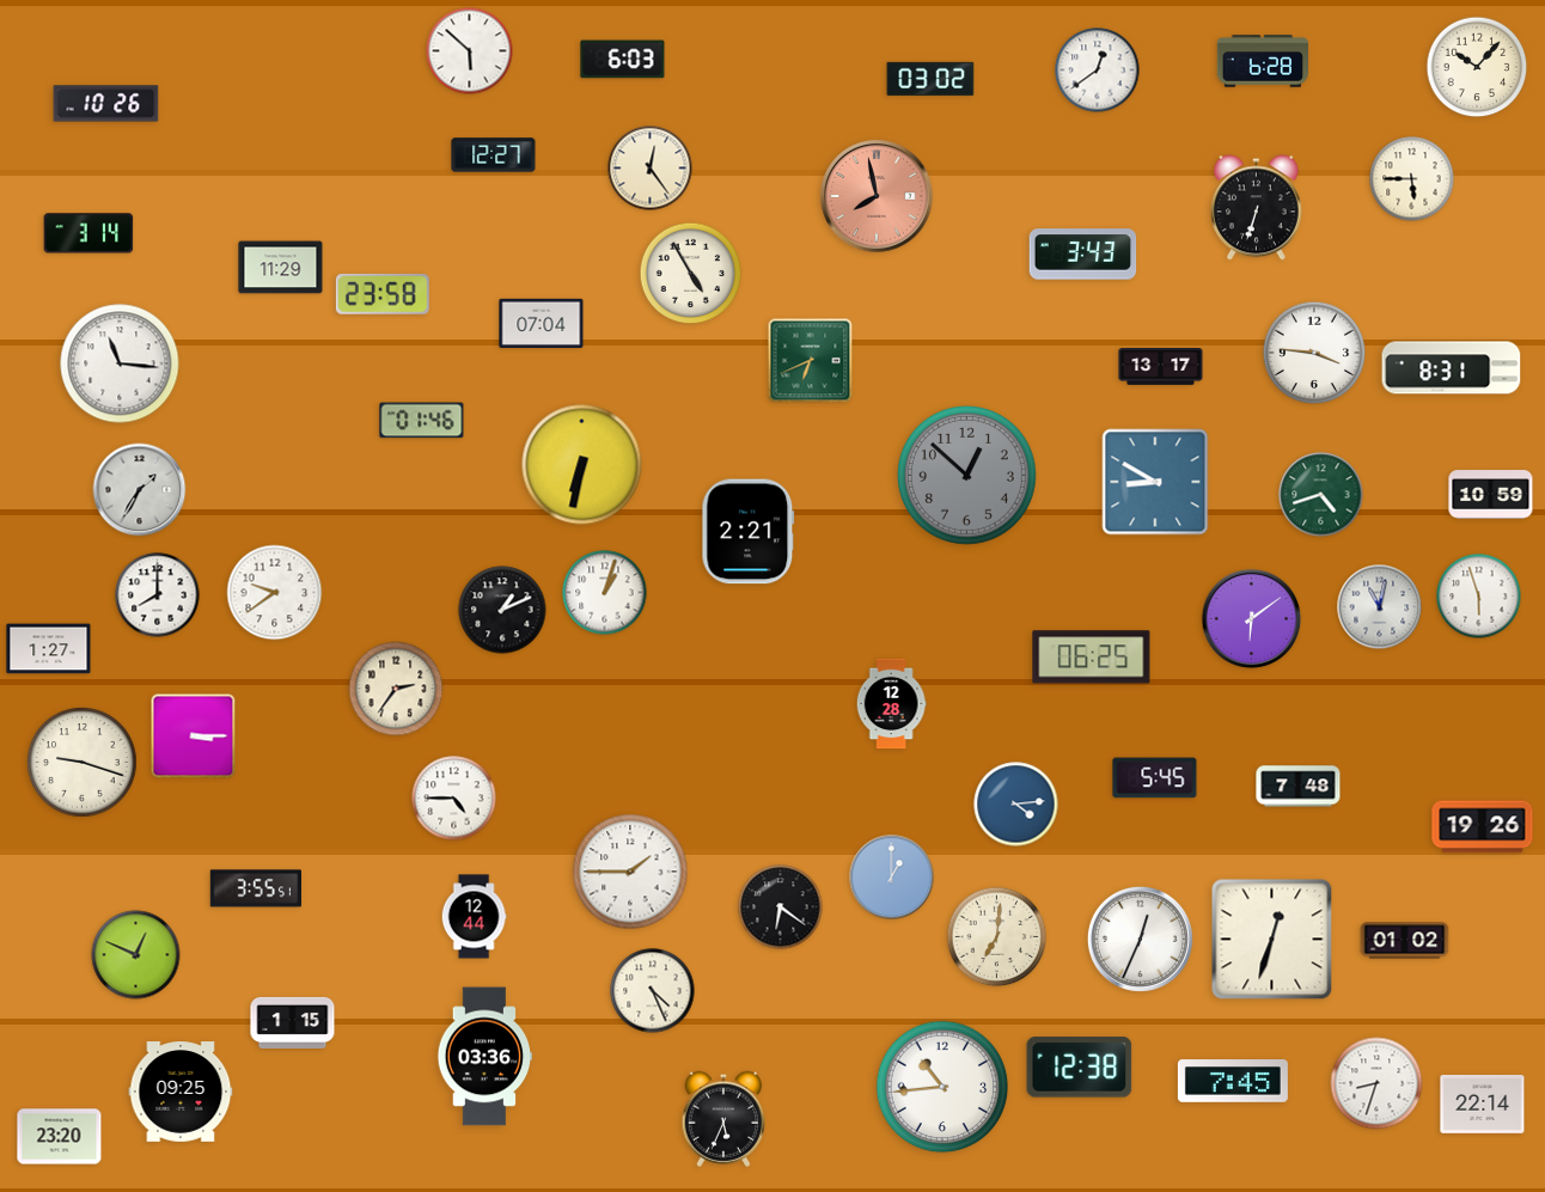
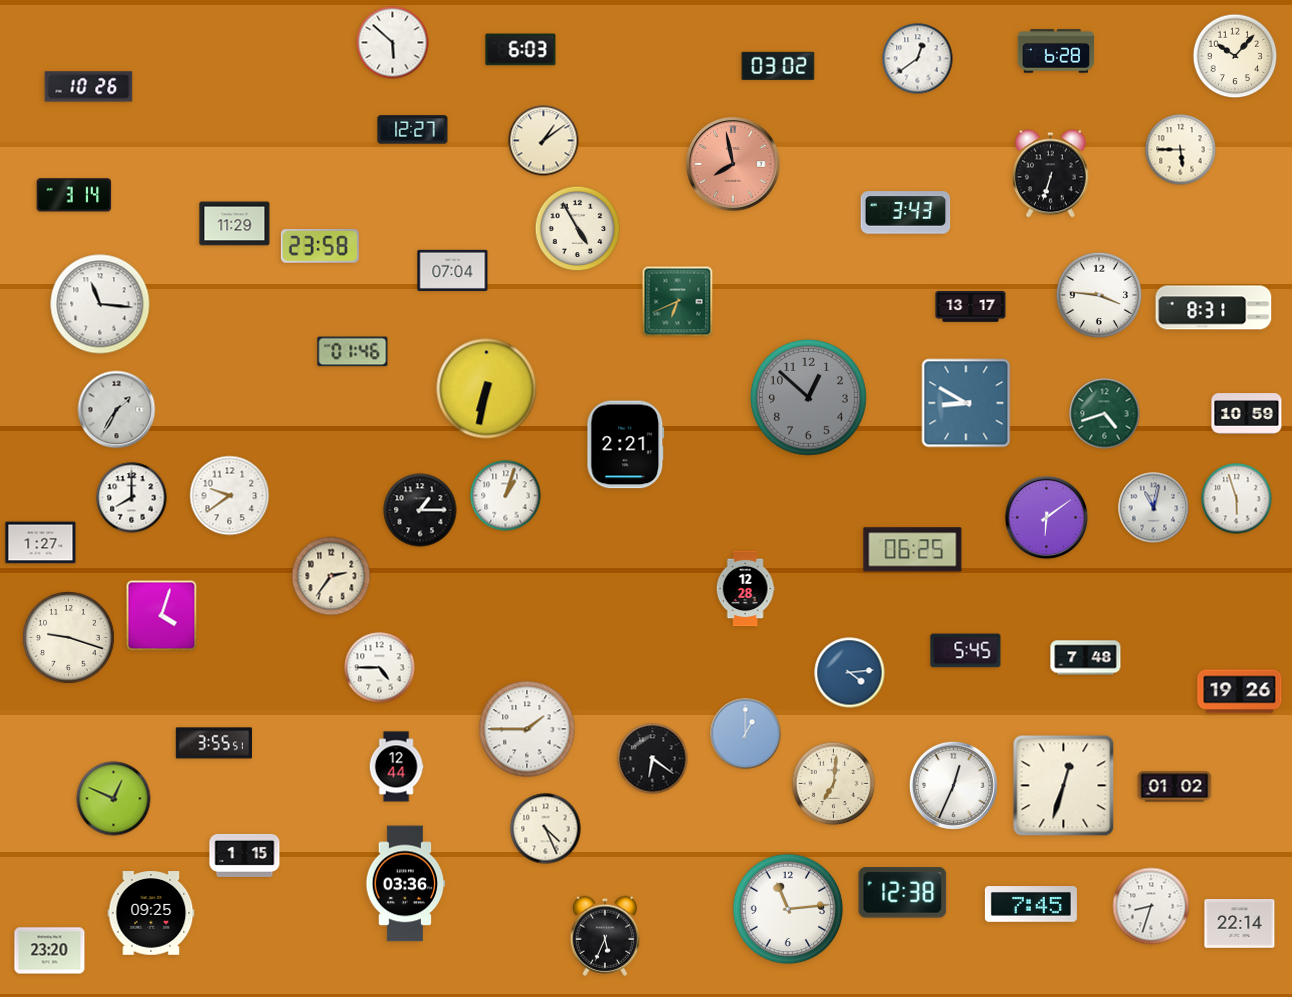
clock at (651, 169): 12:24 -> 1:09
clock at (502, 610): 1:11 -> 1:15
clock at (194, 736): 3:15 -> 4:03
clock at (942, 1087): 10:44 -> 11:14
